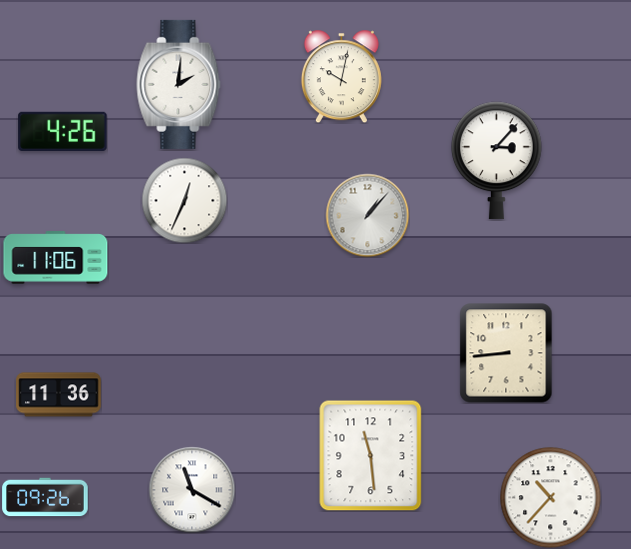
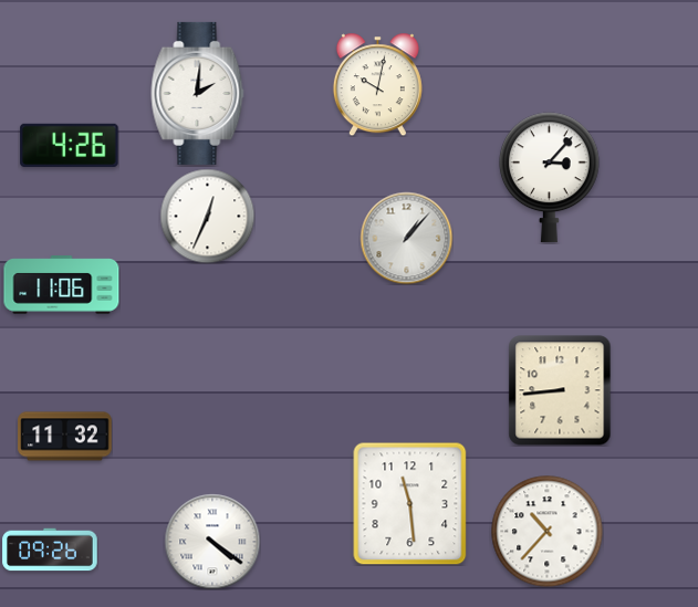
clock at (184, 200) position: (184, 200) -> (207, 216)
clock at (59, 395): 11:36 -> 11:32
clock at (192, 490): 11:20 -> 4:21
clock at (551, 498) position: (551, 498) -> (548, 532)
